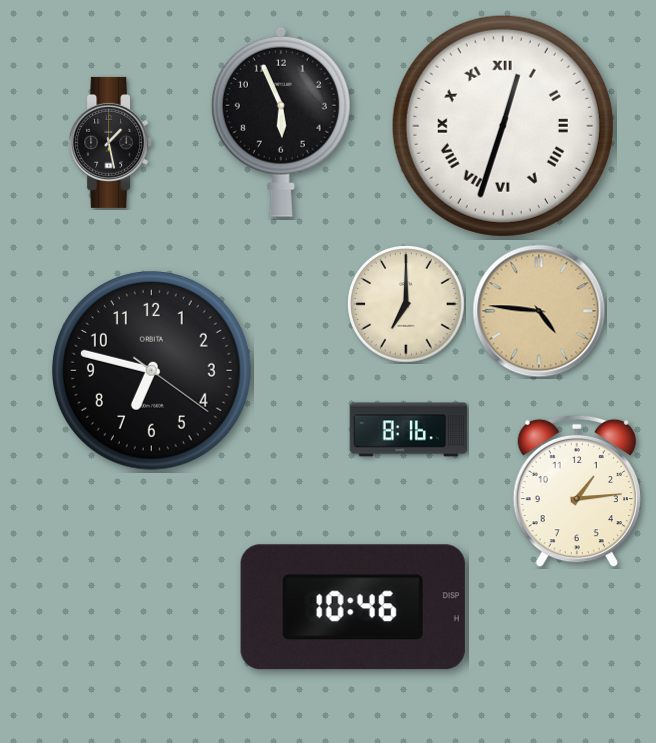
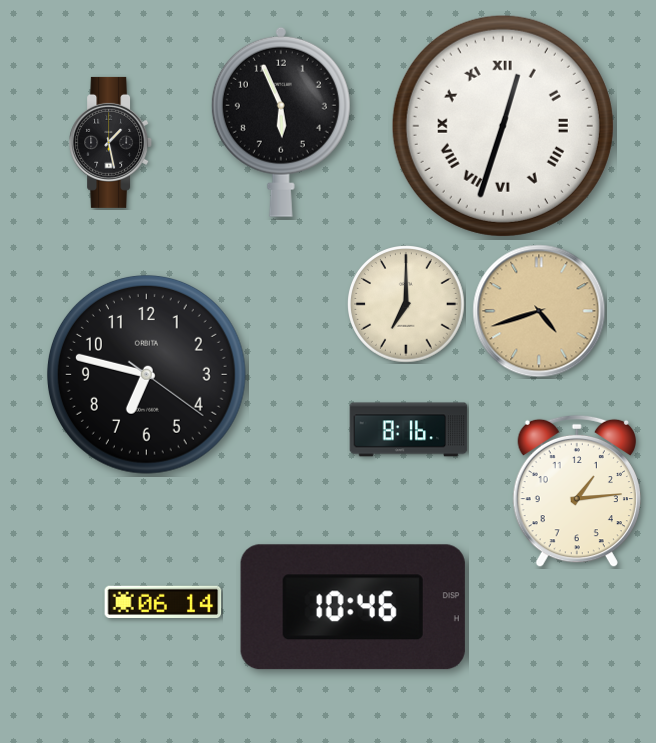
clock at (539, 311): 4:46 -> 4:42
clock at (151, 370) position: (151, 370) -> (146, 374)
clock at (163, 601): none -> 06:14
